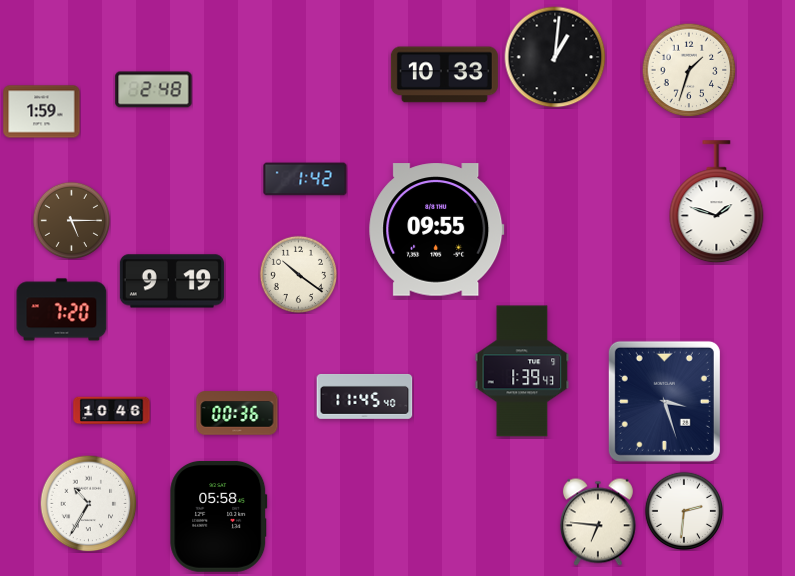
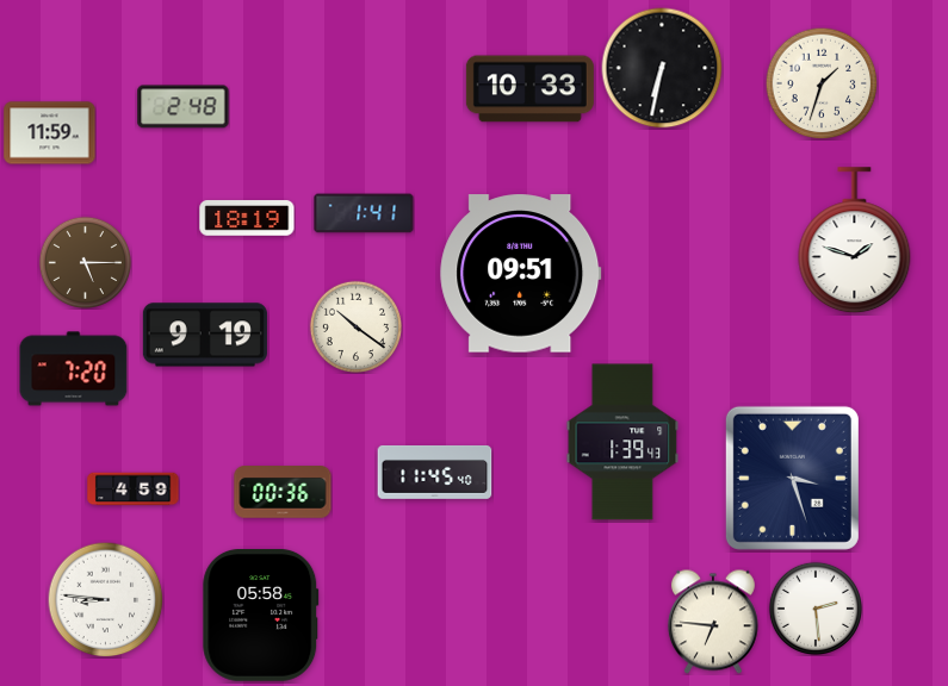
clock at (555, 57): 1:01 -> 6:32
clock at (42, 112): 1:59 -> 11:59
clock at (305, 179): 1:42 -> 1:41
clock at (247, 218): none -> 18:19
clock at (437, 230): 09:55 -> 09:51
clock at (112, 411): 10:46 -> 4:59
clock at (88, 503): 10:35 -> 8:46
clock at (683, 510): 2:31 -> 2:29
